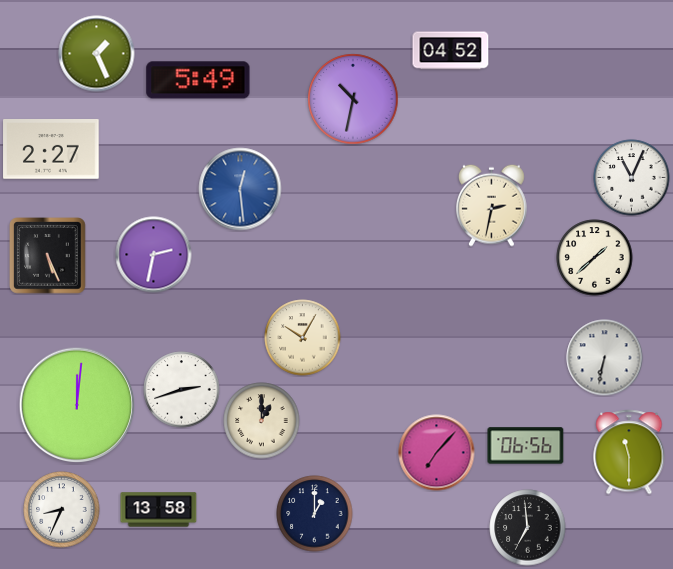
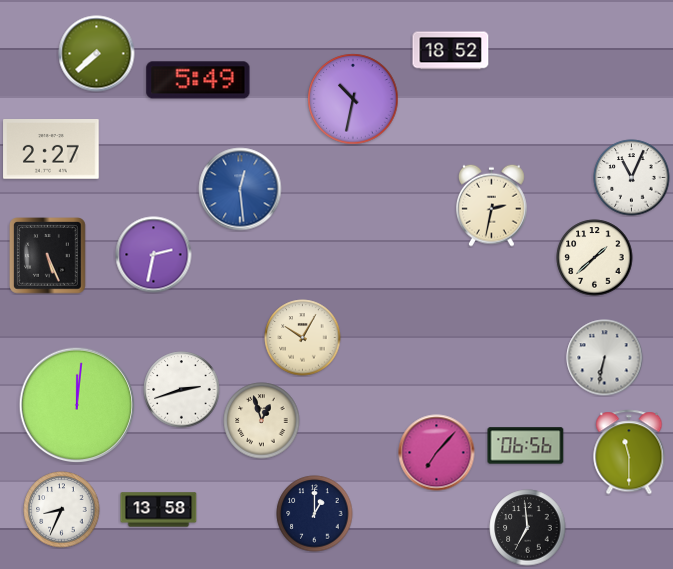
clock at (451, 51): 04:52 -> 18:52
clock at (97, 54): 1:26 -> 7:38
clock at (262, 421): 1:00 -> 12:57
